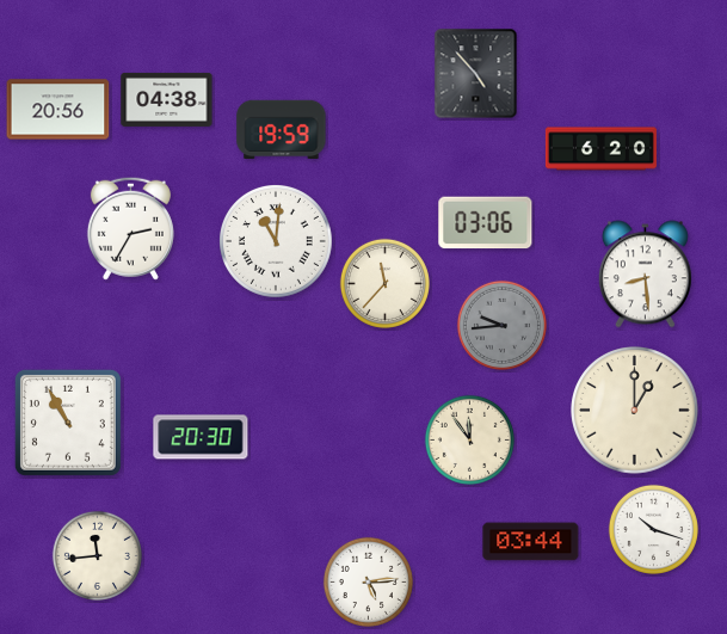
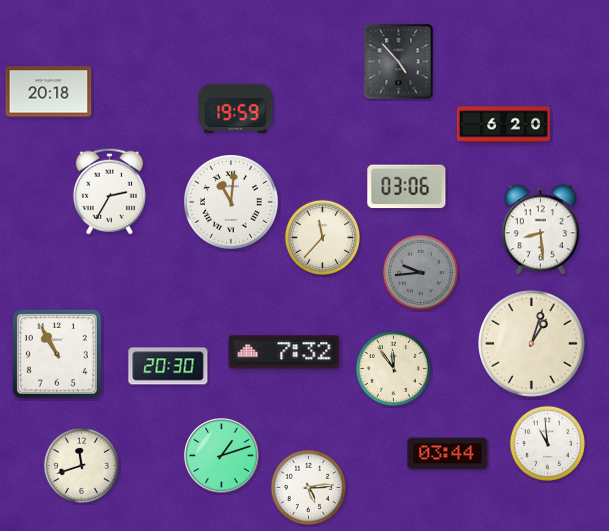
clock at (167, 99): 04:38 -> none
clock at (58, 110): 20:56 -> 20:18
clock at (635, 411): 1:00 -> 1:03
clock at (284, 352): none -> 7:32
clock at (653, 529): 10:18 -> 10:59
clock at (531, 542) position: (531, 542) -> (448, 454)
clock at (222, 456): none -> 1:12
clock at (97, 555): 11:44 -> 11:42
